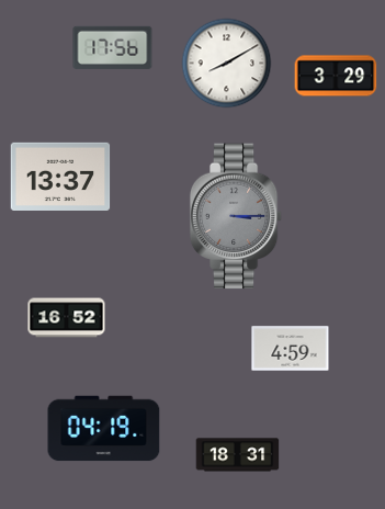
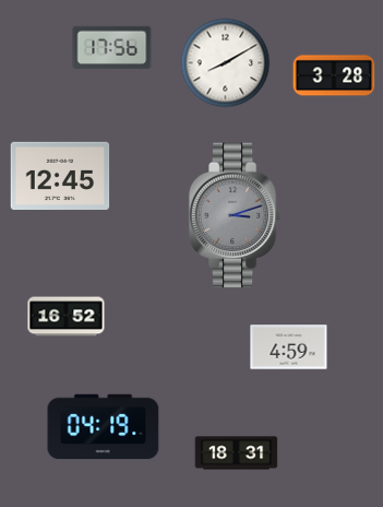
clock at (336, 76): 3:29 -> 3:28
clock at (60, 176): 13:37 -> 12:45
clock at (236, 216): 3:15 -> 3:12
